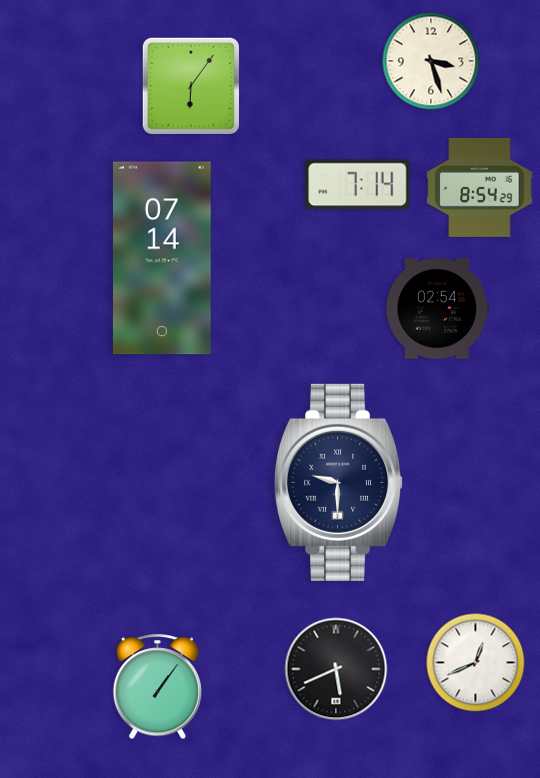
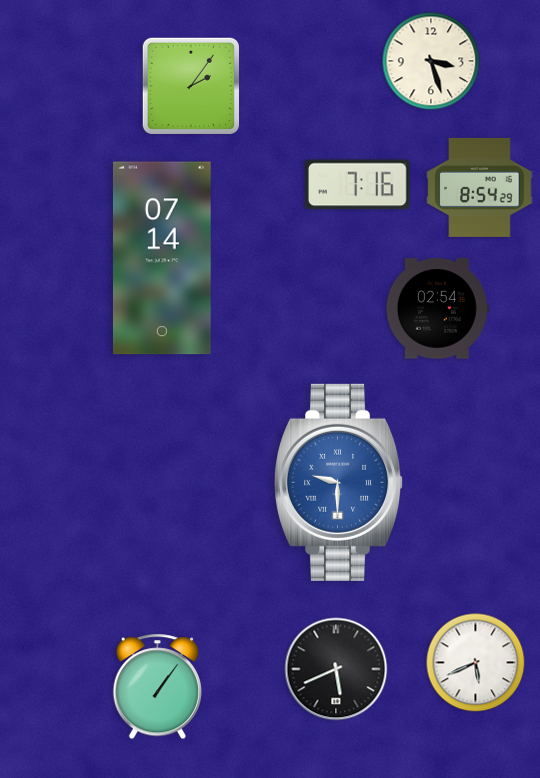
clock at (190, 85): 6:06 -> 2:06
clock at (357, 185): 7:14 -> 7:16
clock at (339, 482) dial: navy -> blue
clock at (476, 663): 12:41 -> 5:41
